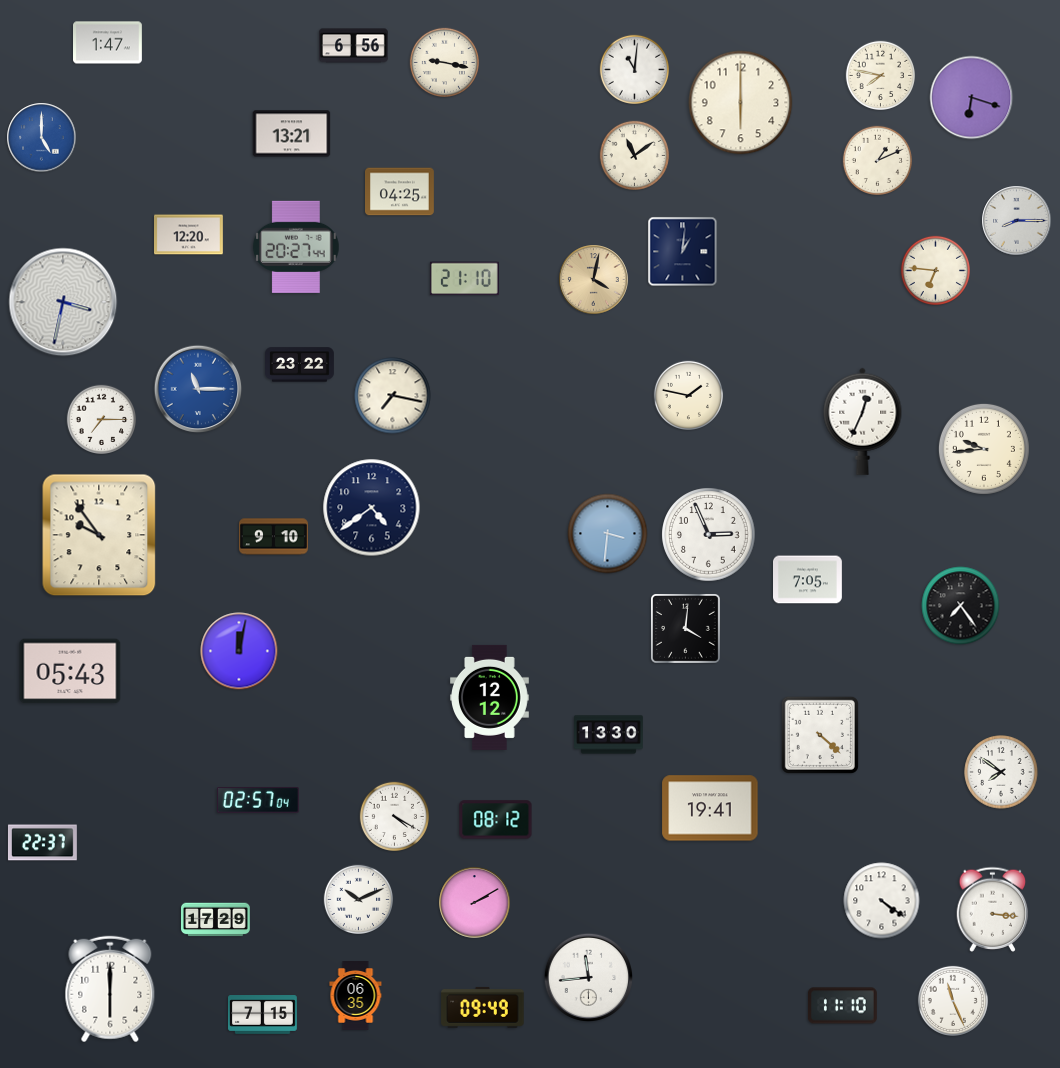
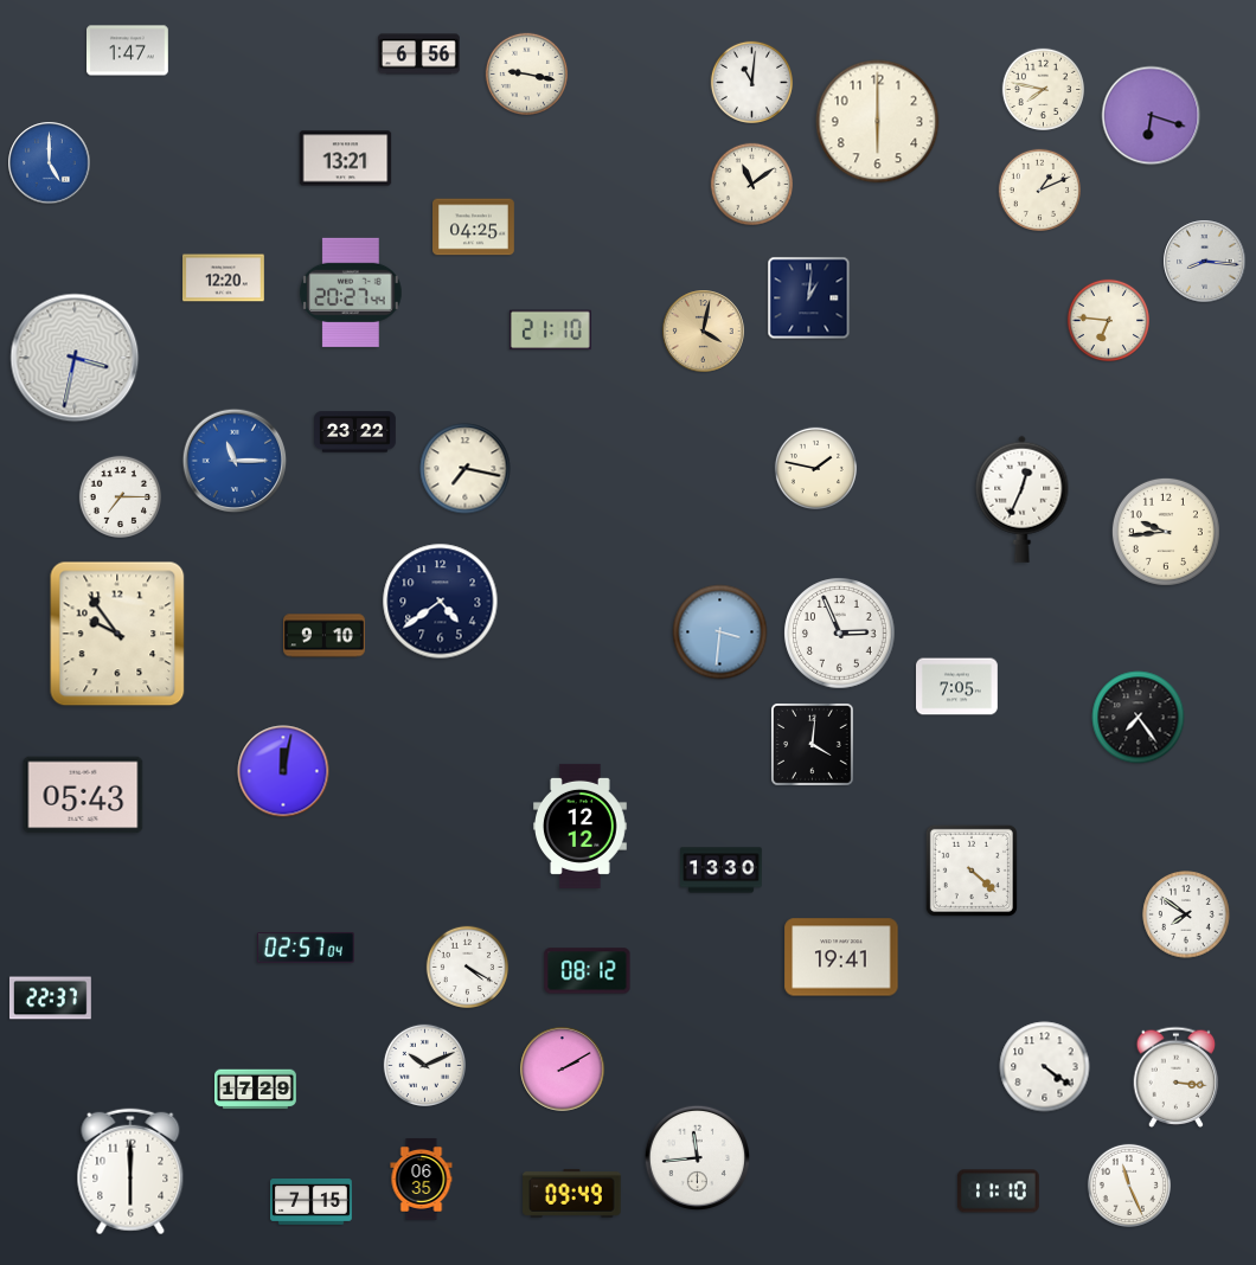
clock at (1017, 221): 8:15 -> 8:16
